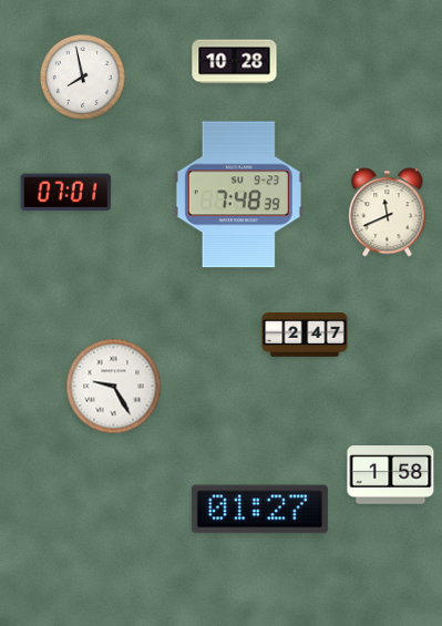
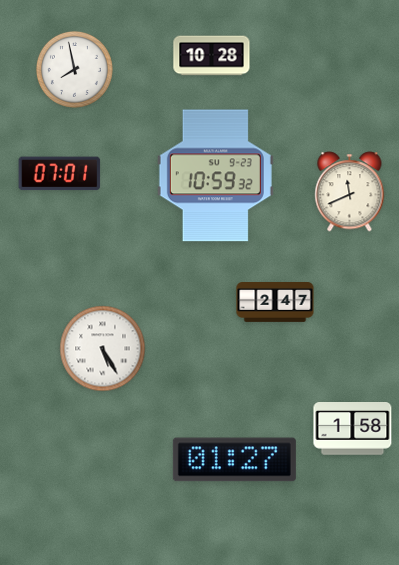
clock at (238, 195): 7:48 -> 10:59
clock at (114, 387): 9:25 -> 5:25
